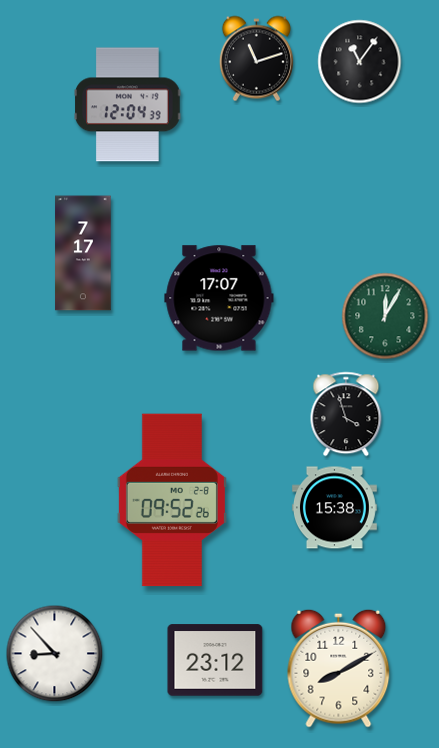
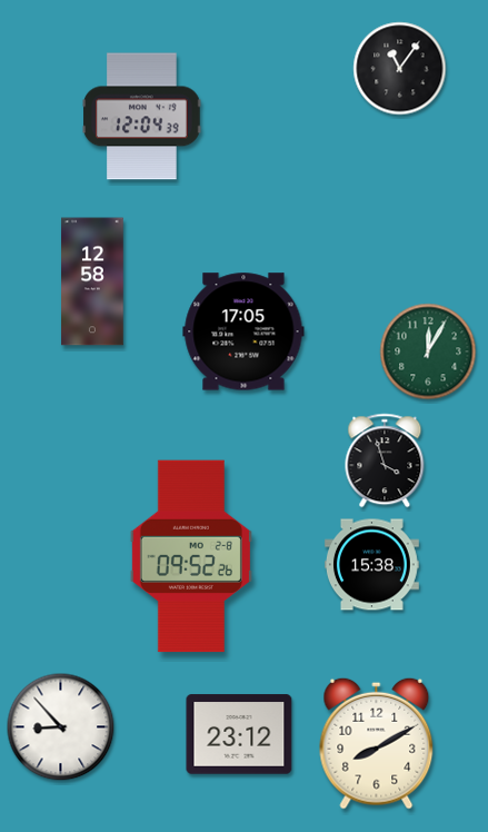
clock at (256, 59): 11:12 -> none
clock at (83, 253): 7:17 -> 12:58
clock at (219, 298): 17:07 -> 17:05
